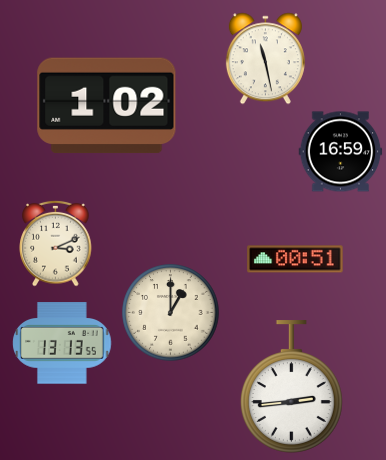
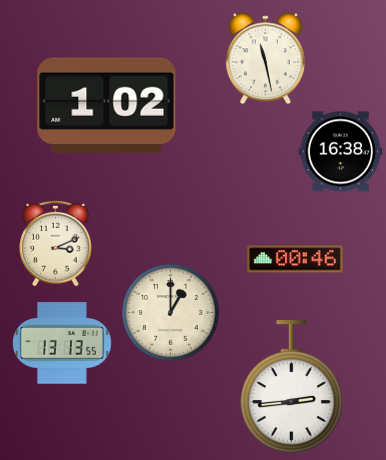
clock at (341, 152): 16:59 -> 16:38
clock at (295, 259): 00:51 -> 00:46
